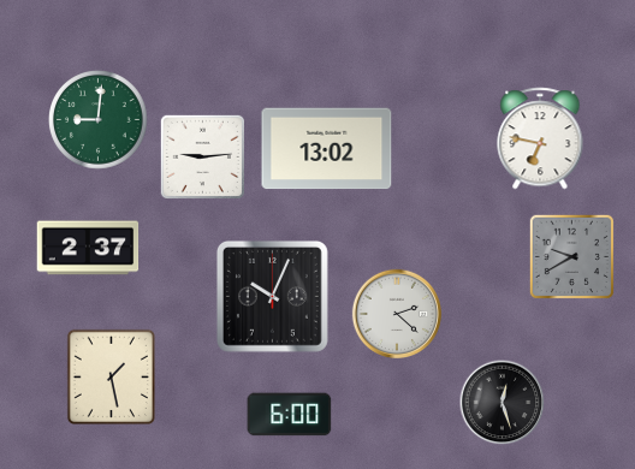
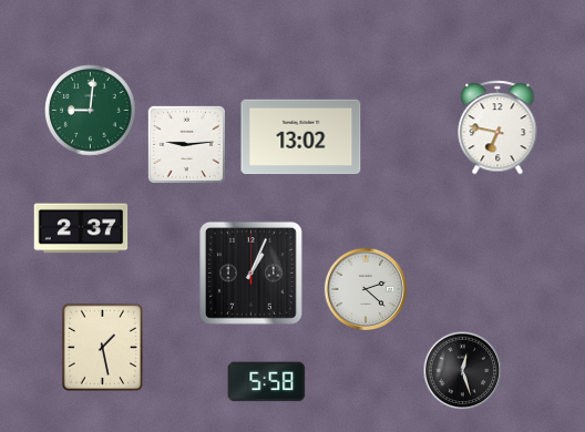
clock at (571, 256): 9:40 -> none
clock at (272, 296): 10:04 -> 1:04
clock at (290, 415): 6:00 -> 5:58
